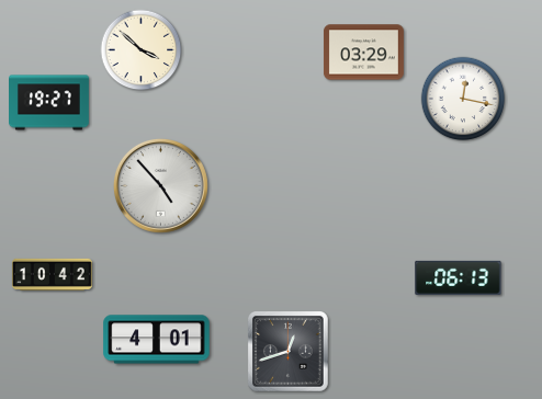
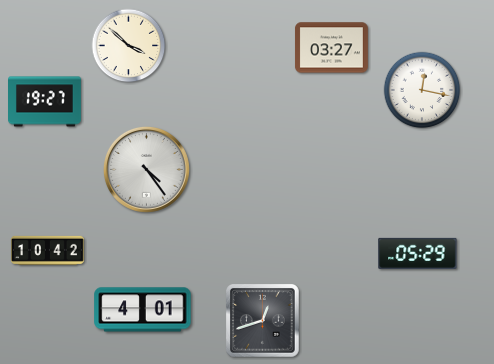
clock at (363, 53): 03:29 -> 03:27
clock at (49, 103) position: (49, 103) -> (45, 102)
clock at (160, 185): 4:53 -> 4:24
clock at (459, 277): 06:13 -> 05:29
